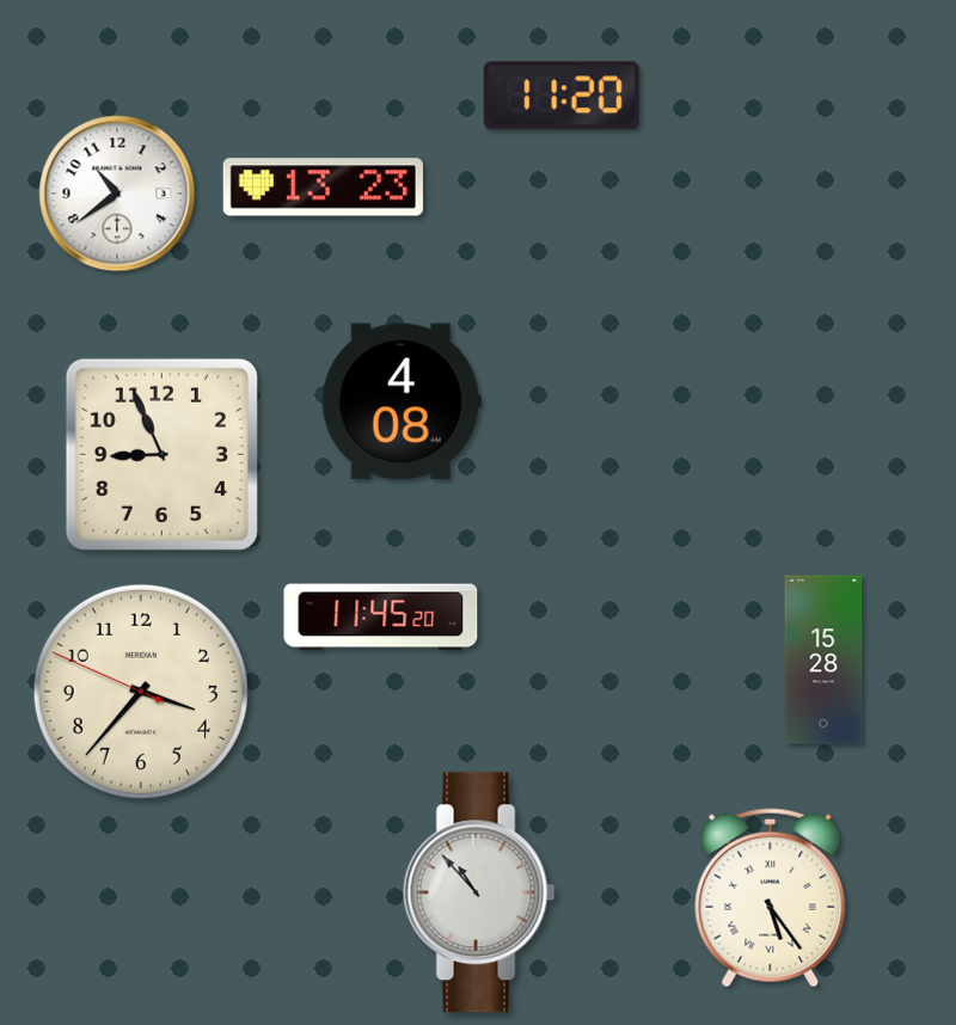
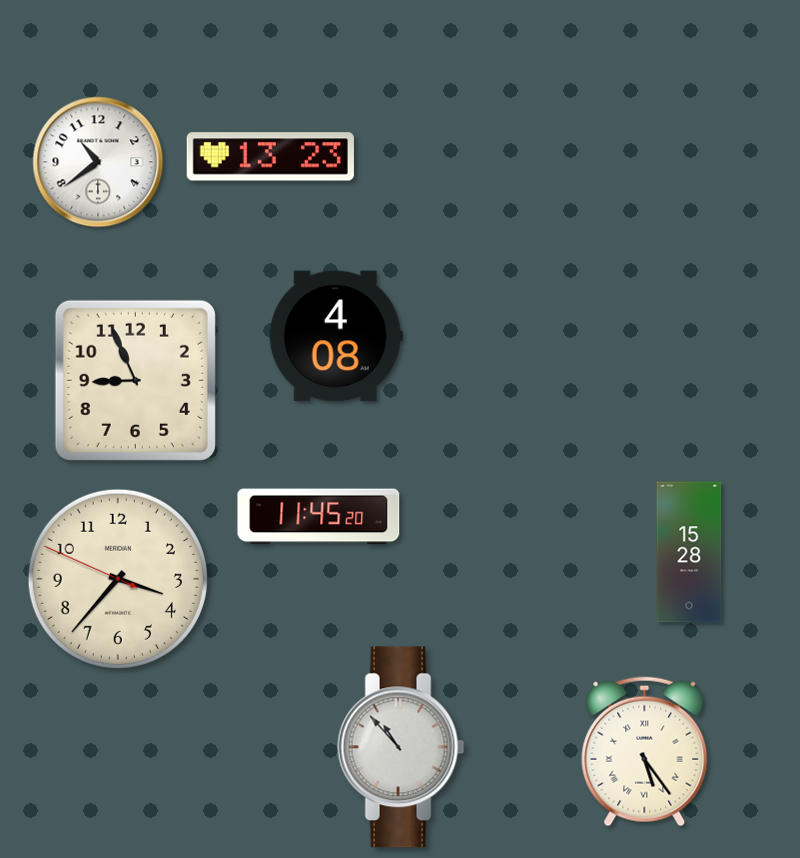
clock at (562, 96): 11:20 -> none
